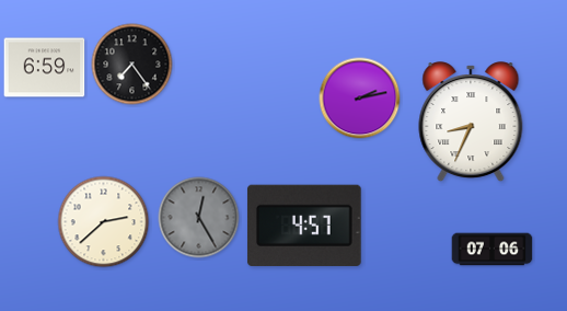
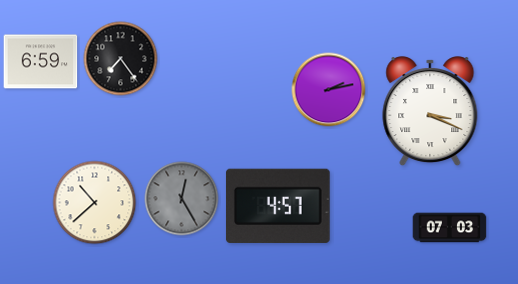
clock at (471, 123): 8:34 -> 3:19
clock at (104, 222): 2:38 -> 10:38
clock at (493, 250): 07:06 -> 07:03
